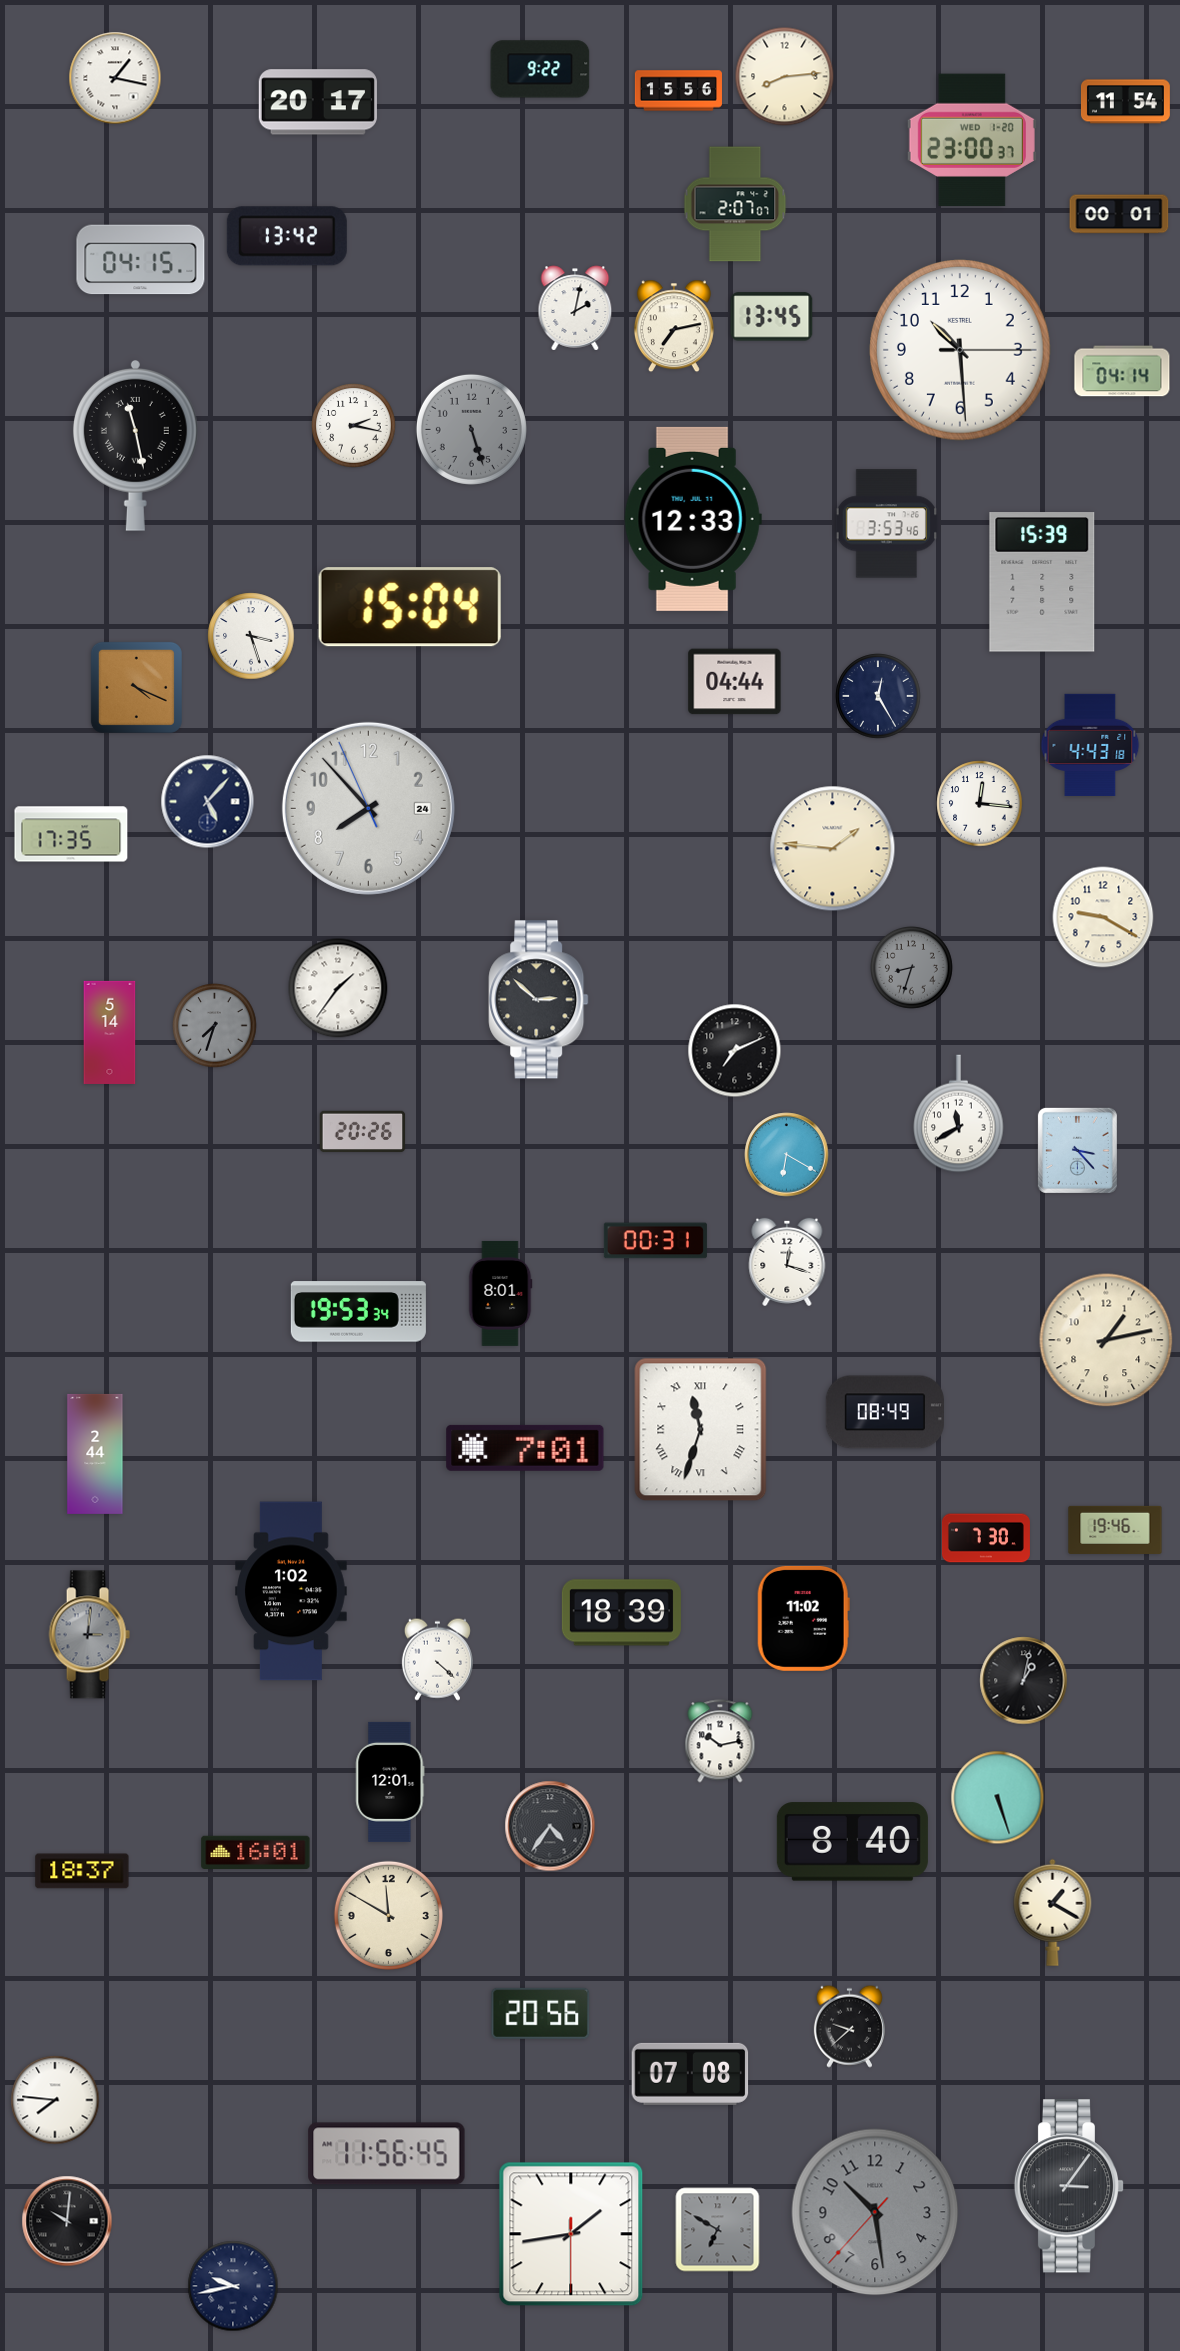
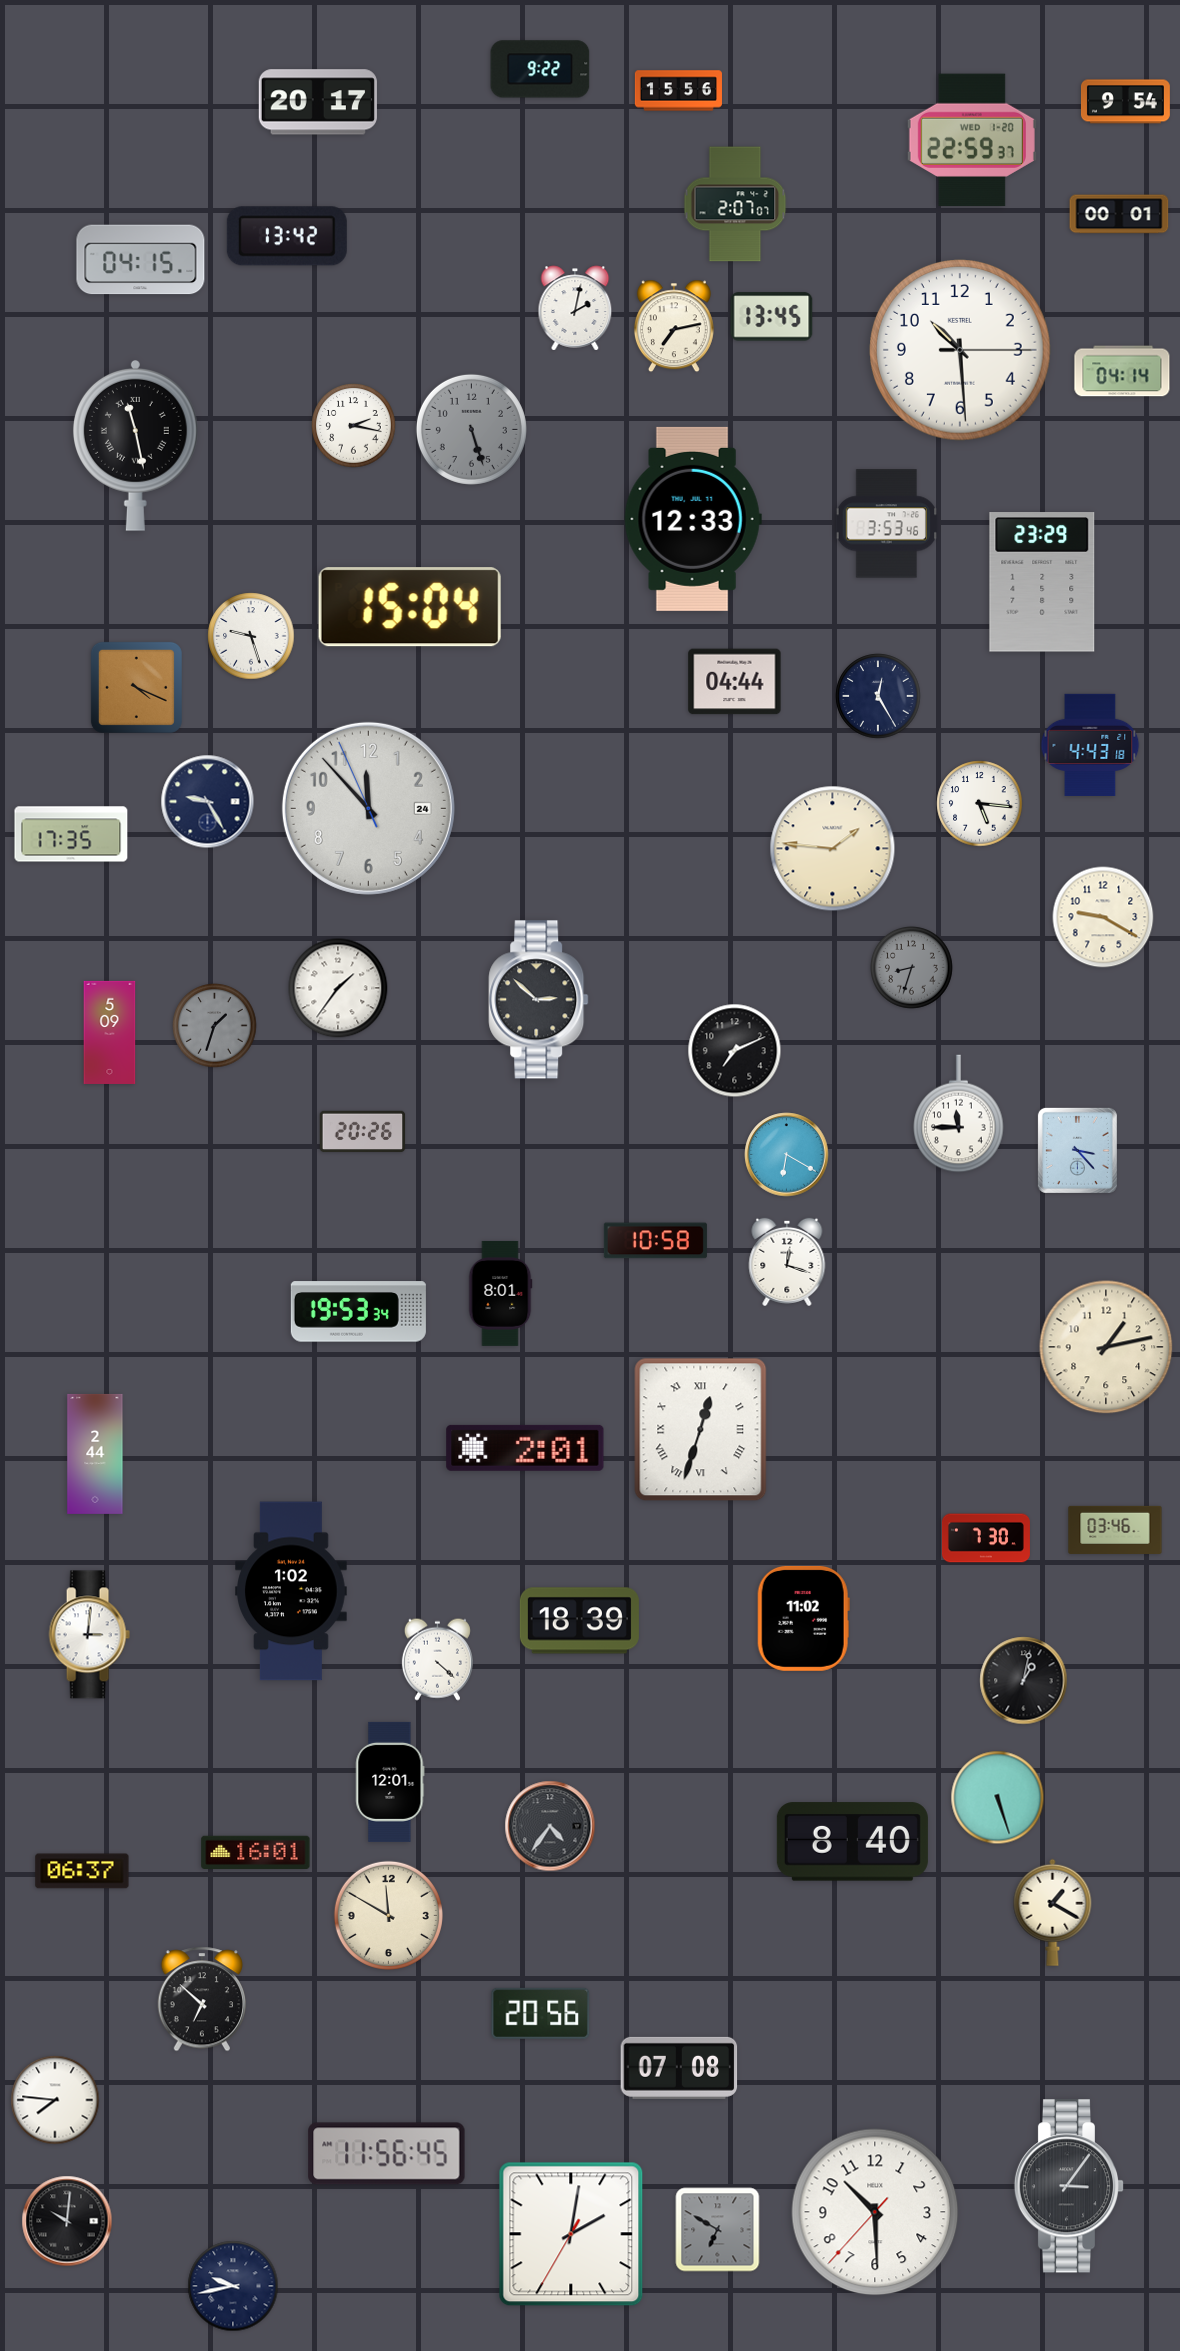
clock at (785, 77): 8:14 -> none
clock at (115, 78): 1:17 -> none
clock at (1125, 102): 11:54 -> 9:54
clock at (972, 140): 23:00 -> 22:59
clock at (1042, 582): 15:39 -> 23:29
clock at (251, 636): 3:27 -> 9:27
clock at (208, 802): 5:07 -> 9:25
clock at (980, 804): 12:16 -> 5:16
clock at (368, 808): 7:52 -> 11:52
clock at (215, 1026): 7:33 -> 1:33
clock at (110, 1032): 5:14 -> 5:09
clock at (959, 1114): 11:40 -> 11:45
clock at (655, 1241): 00:31 -> 10:58
clock at (1106, 1340) position: (1106, 1340) -> (1106, 1347)
clock at (885, 1412): 08:49 -> none
clock at (701, 1430): 11:33 -> 12:33
clock at (525, 1448): 7:01 -> 2:01
clock at (1115, 1529): 19:46 -> 03:46
clock at (621, 1613) position: (621, 1613) -> (579, 1621)
clock at (89, 1635) dial: grey -> white
clock at (720, 1741): 10:13 -> none
clock at (82, 1871): 18:37 -> 06:37
clock at (201, 1999): none -> 6:52
clock at (849, 2026): 9:38 -> none
clock at (690, 2074) position: (690, 2074) -> (679, 2068)
clock at (875, 2212): 10:28 -> 10:29
clock at (875, 2212) dial: grey -> white
clock at (571, 2234): 1:43 -> 2:01
